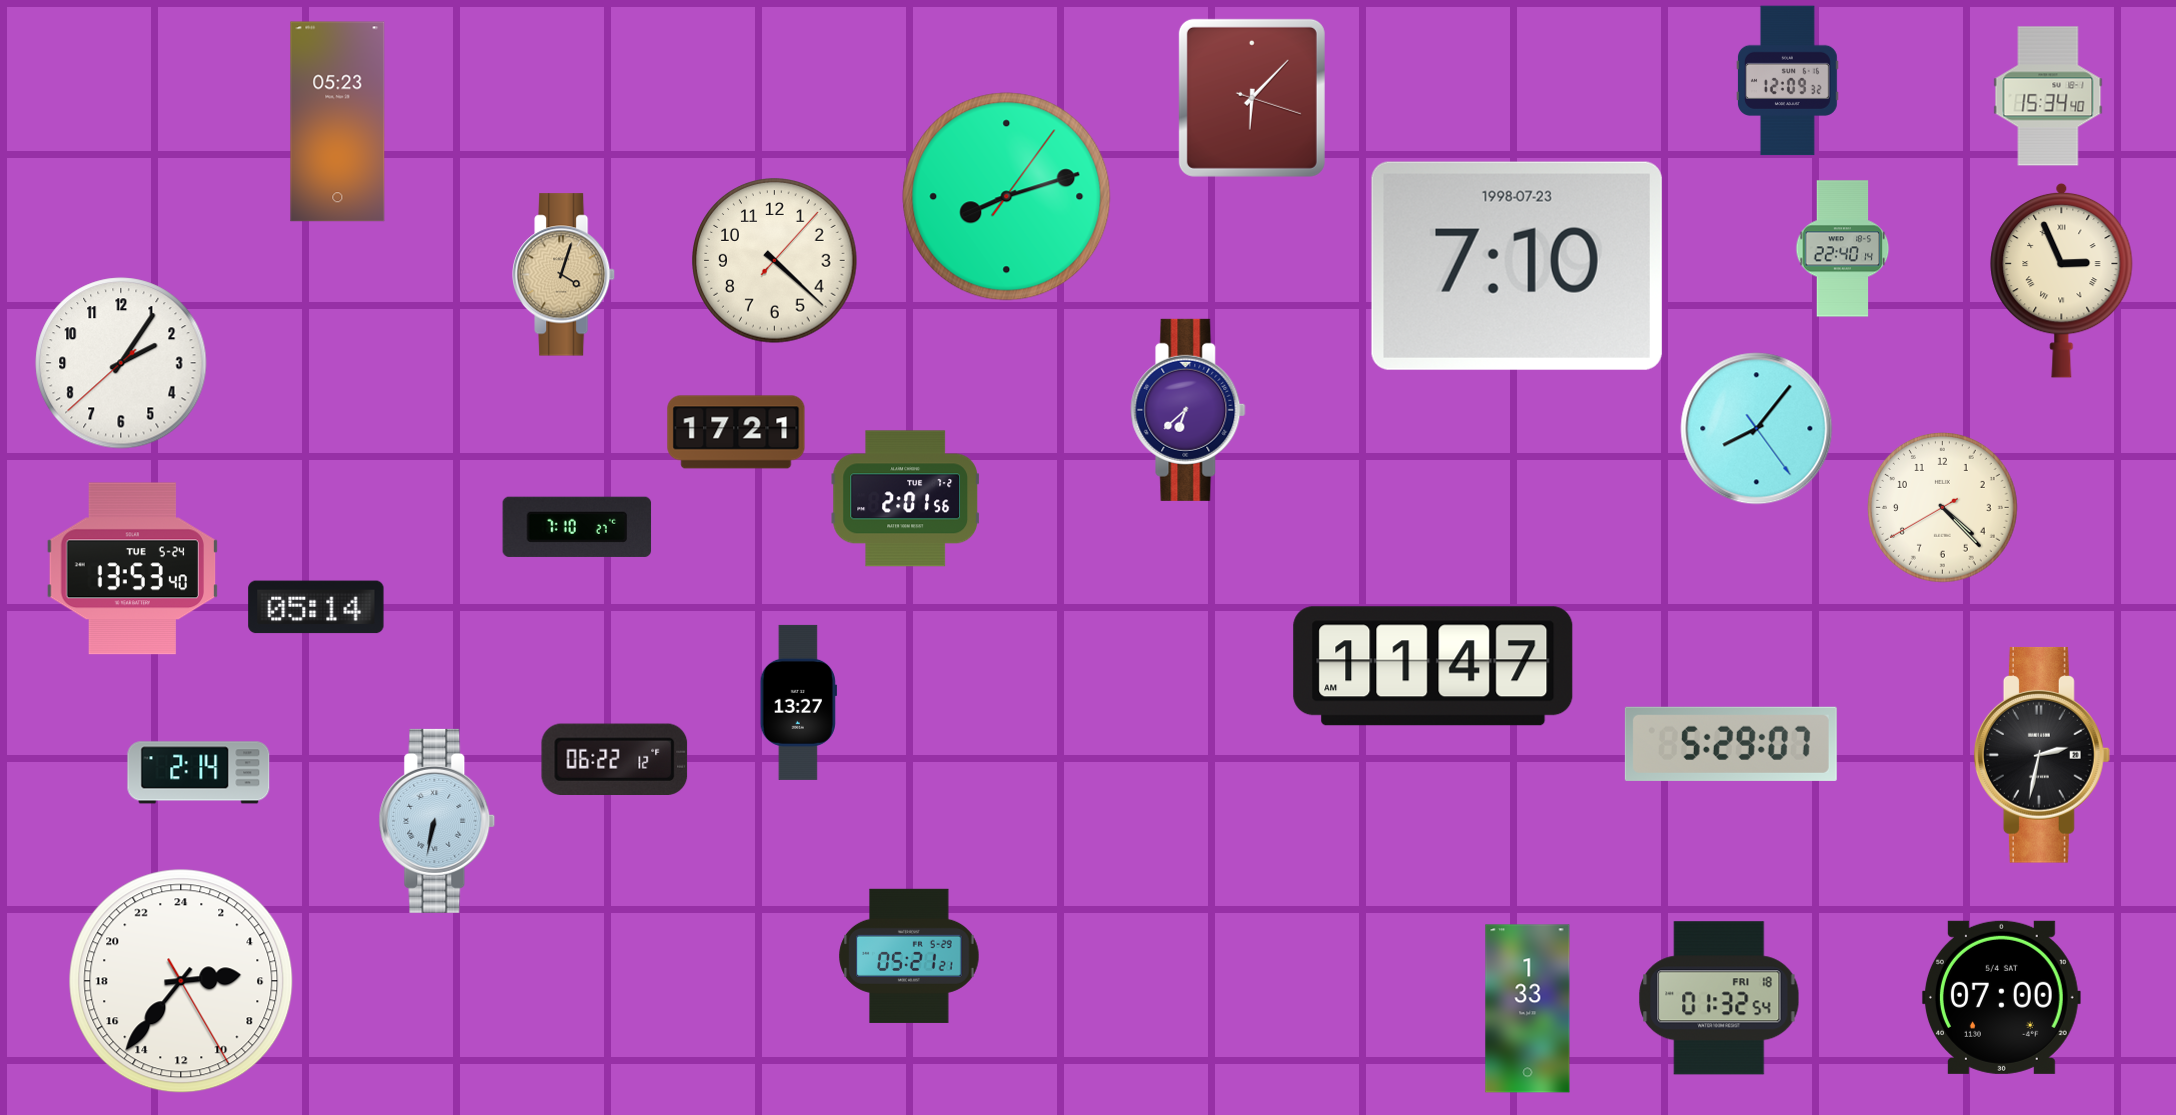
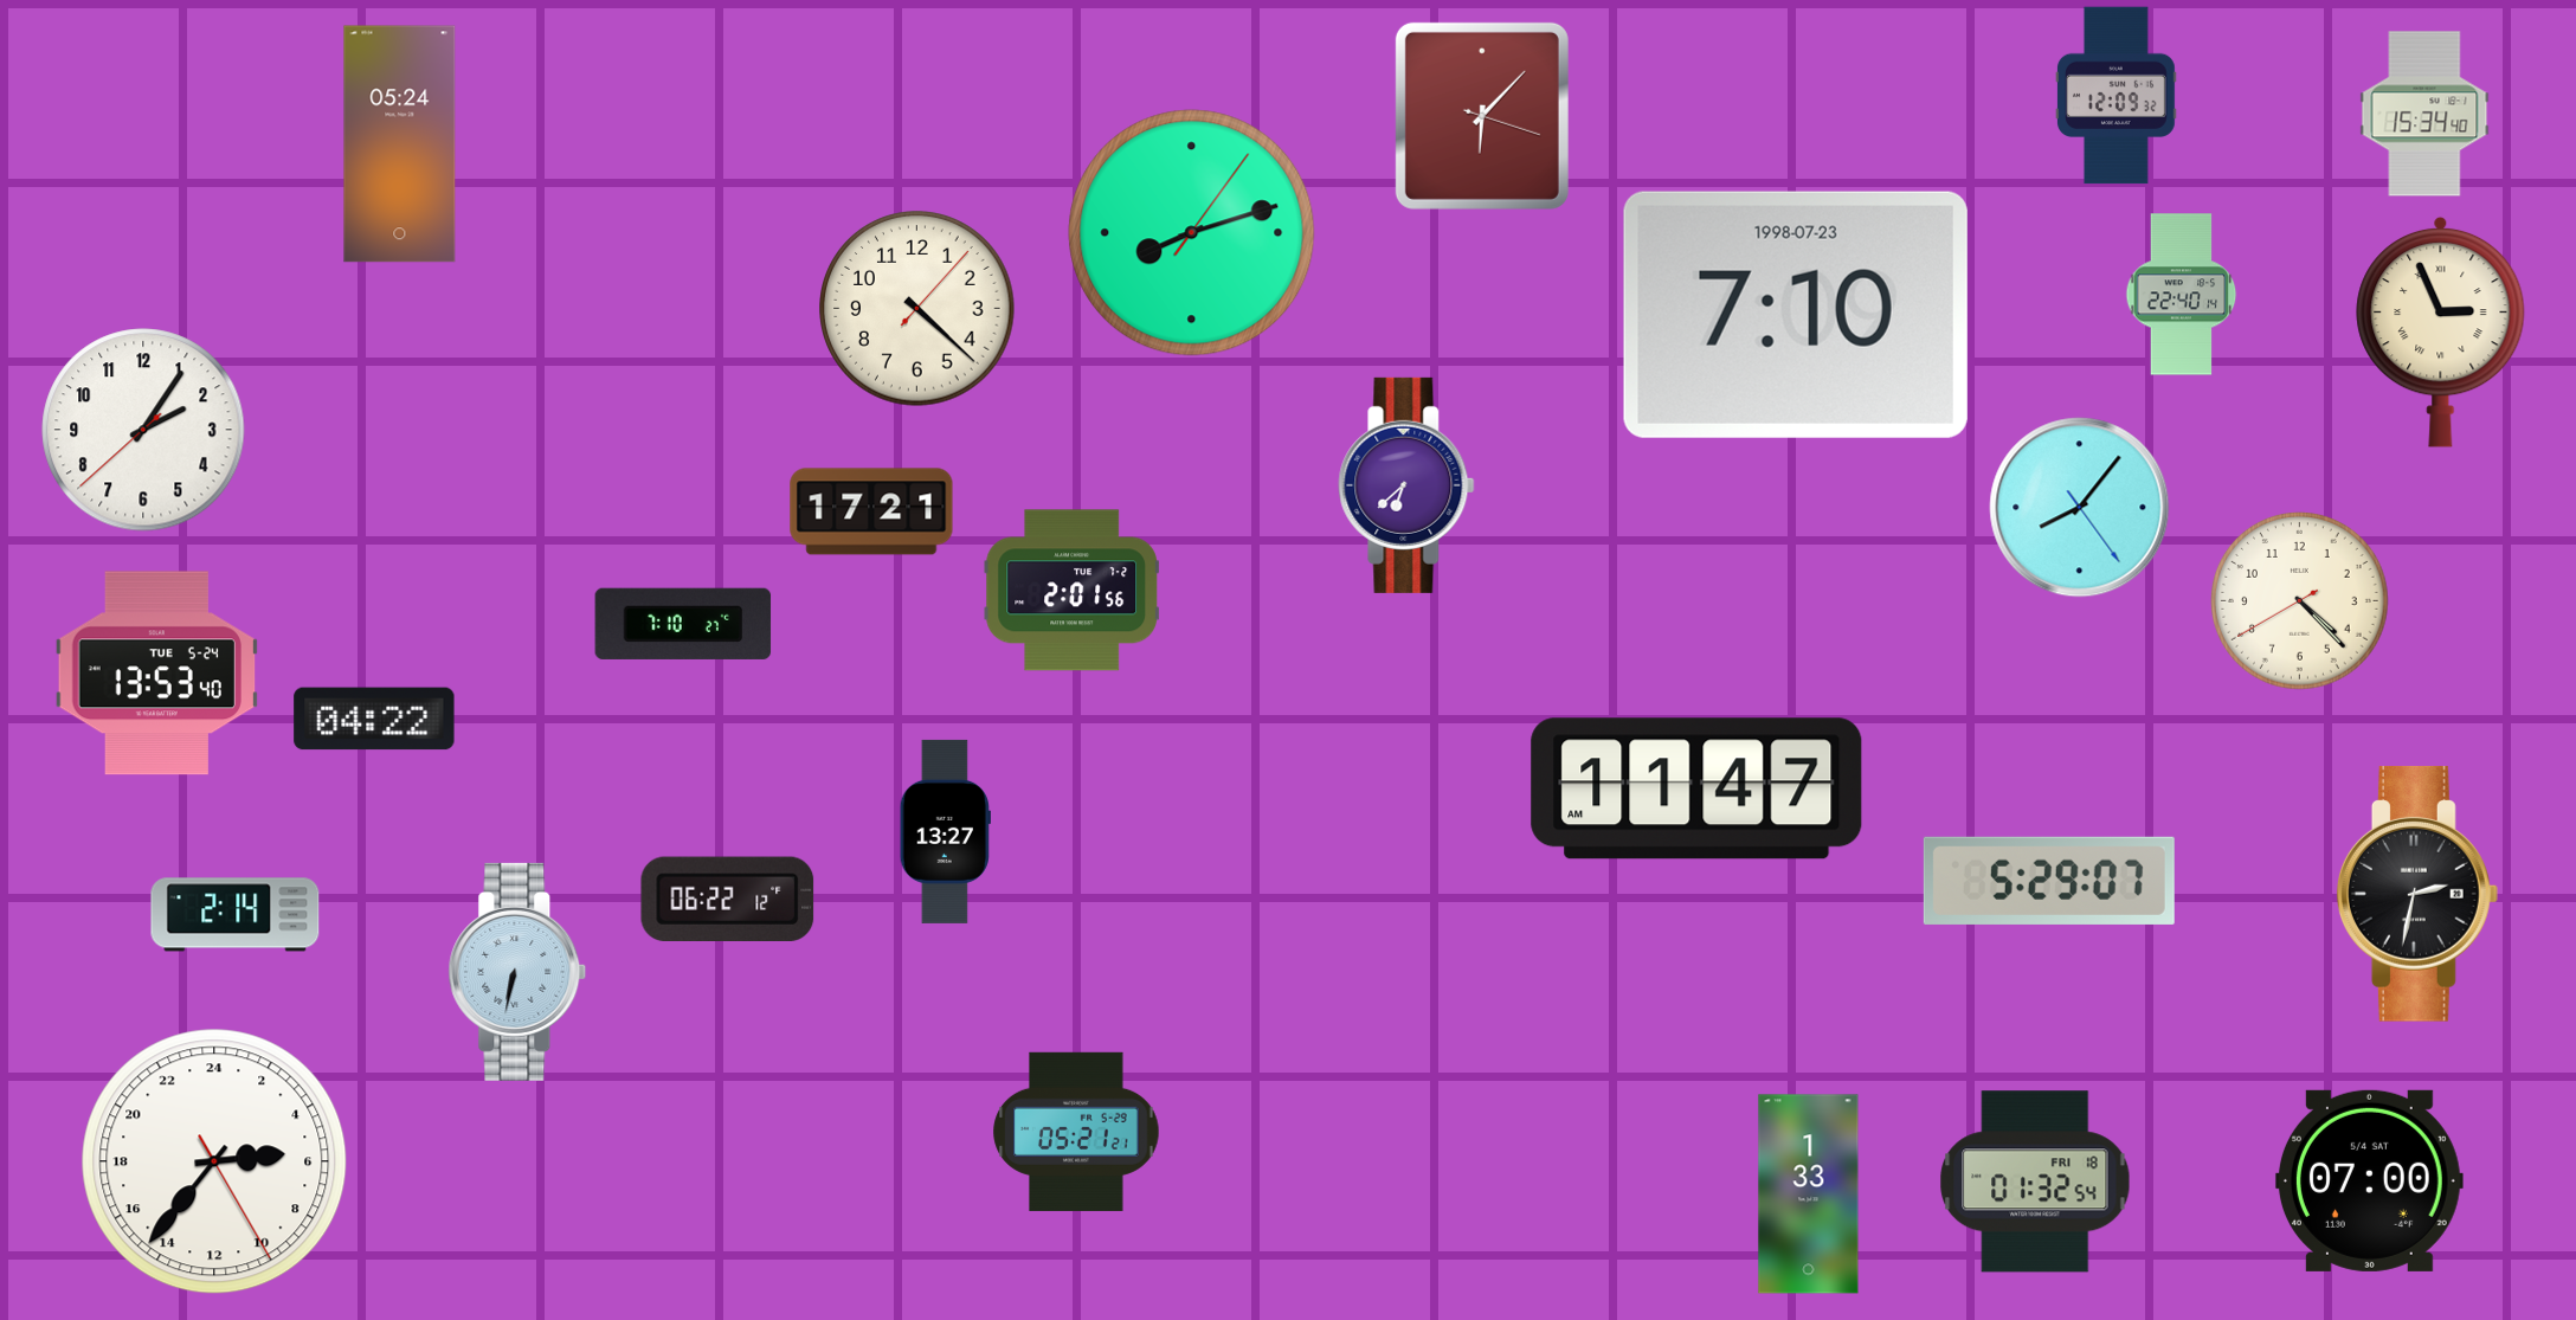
clock at (338, 122): 05:23 -> 05:24
clock at (565, 275): 4:03 -> none
clock at (316, 607): 05:14 -> 04:22
